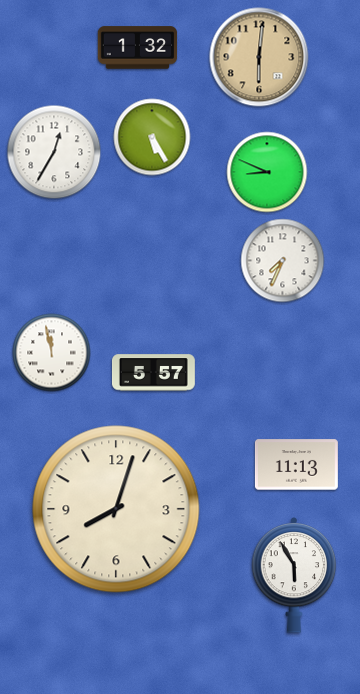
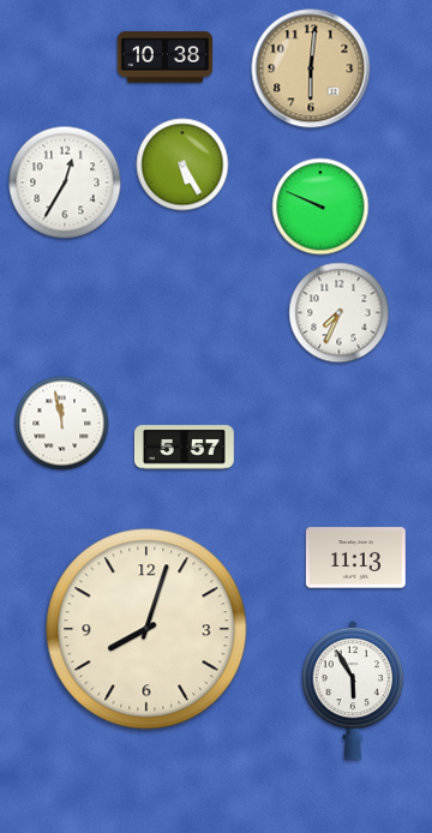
clock at (138, 48): 1:32 -> 10:38
clock at (267, 172): 8:49 -> 9:49
clock at (116, 509) position: (116, 509) -> (146, 629)
